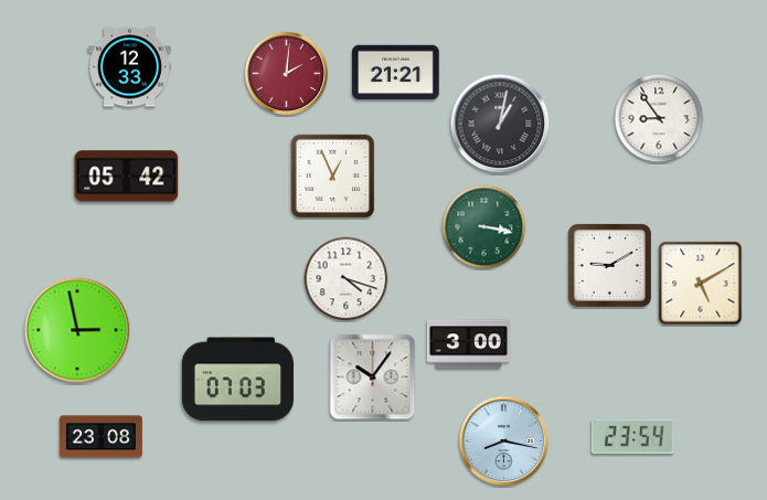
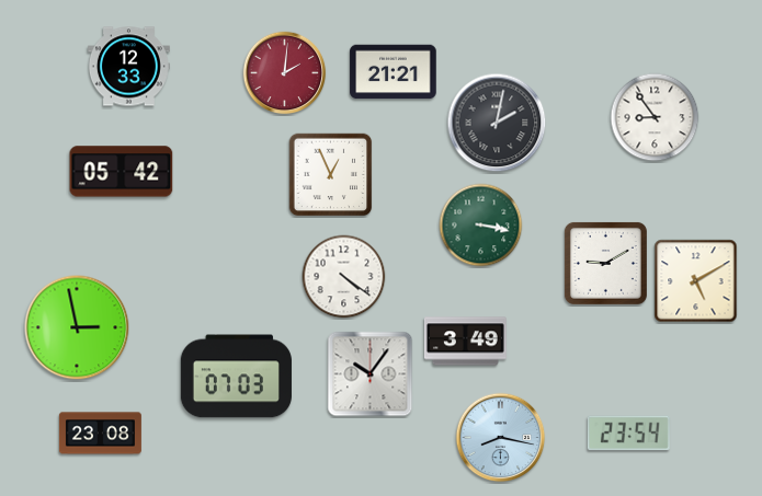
clock at (500, 124): 1:02 -> 2:02
clock at (127, 177) position: (127, 177) -> (122, 172)
clock at (347, 279): 4:18 -> 4:21
clock at (468, 344): 3:00 -> 3:49
